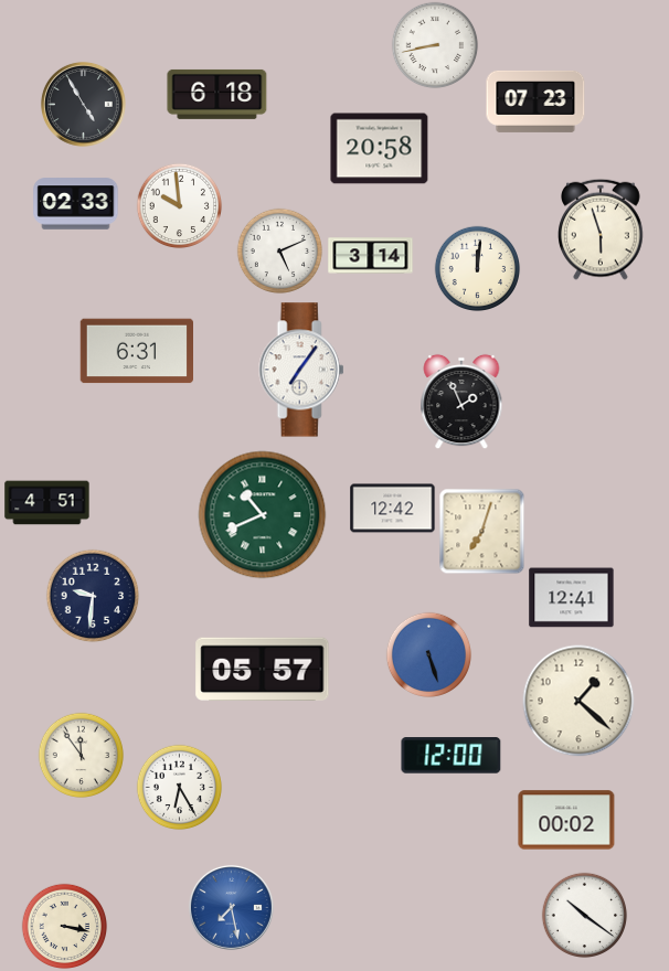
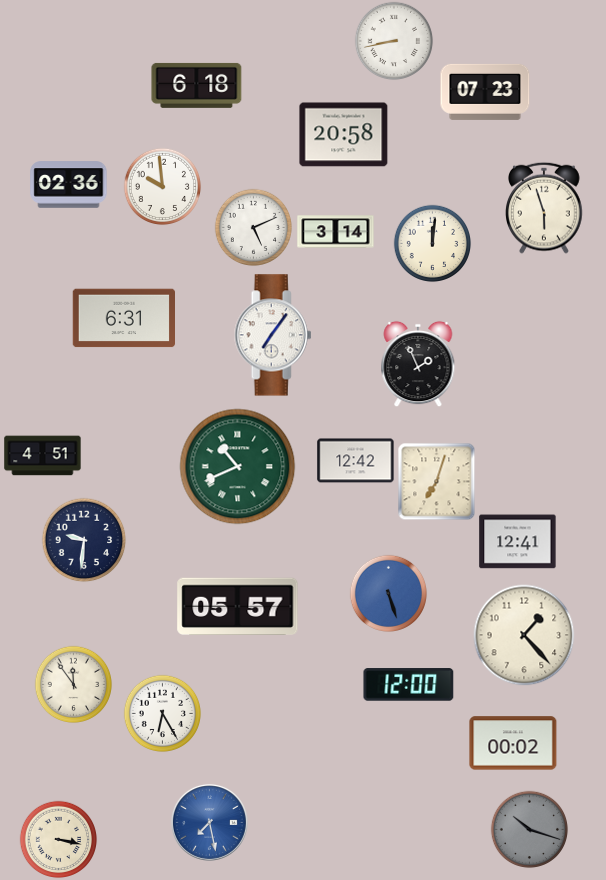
clock at (83, 104): 4:55 -> none
clock at (76, 204): 02:33 -> 02:36
clock at (578, 701): 1:22 -> 1:23
clock at (584, 915): 10:21 -> 10:18
clock at (584, 915) dial: white -> grey
